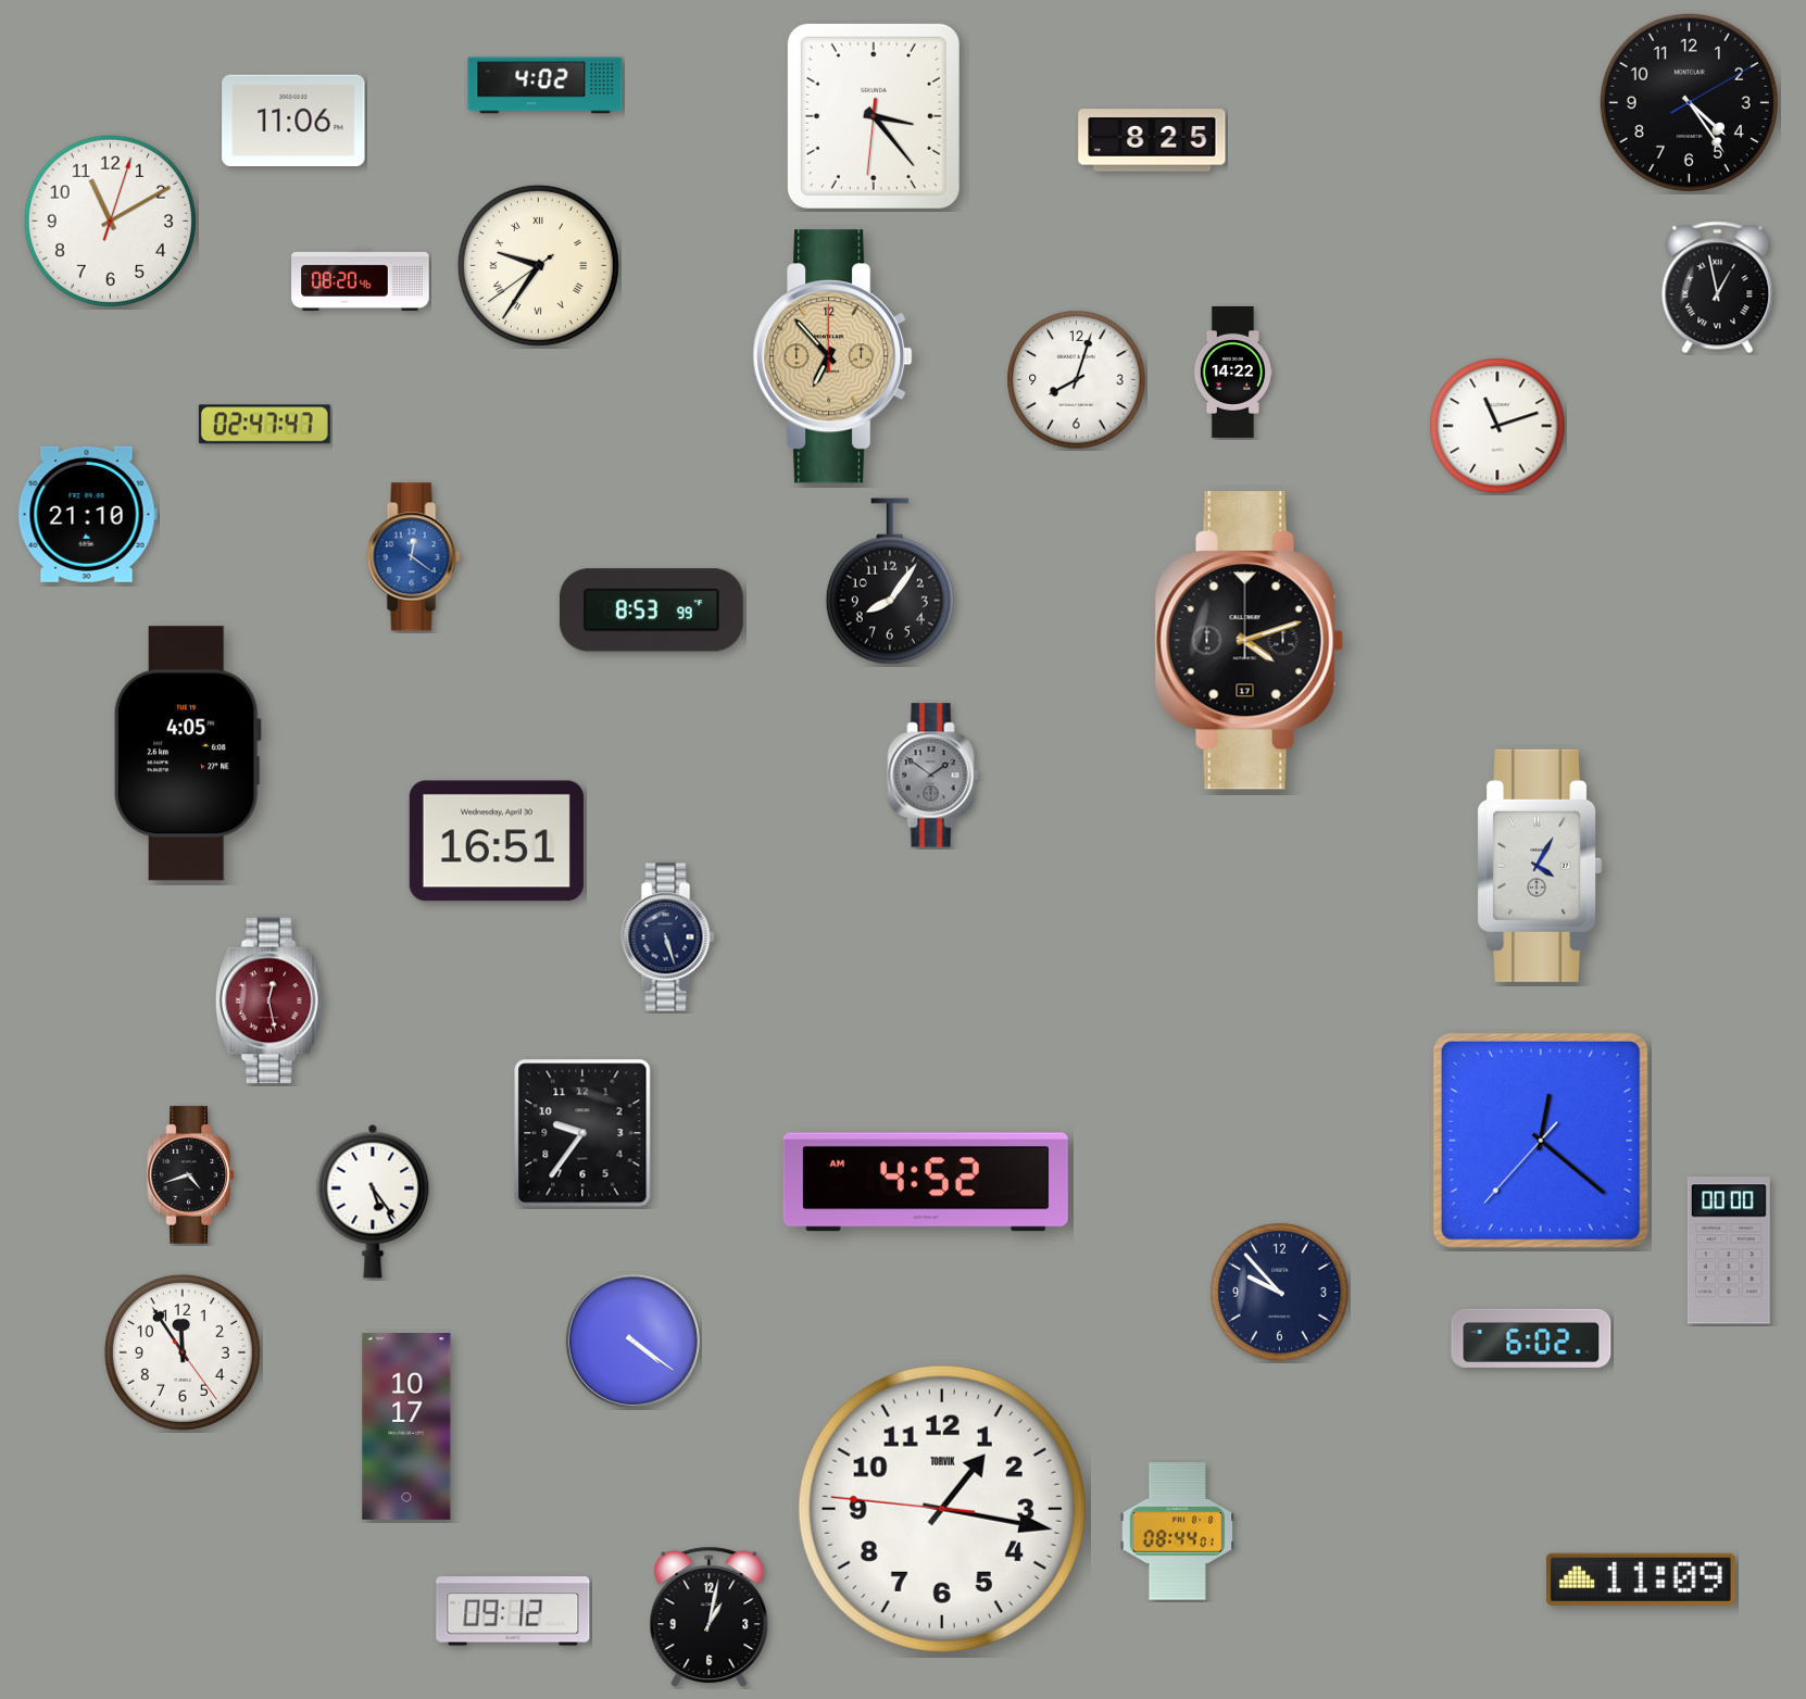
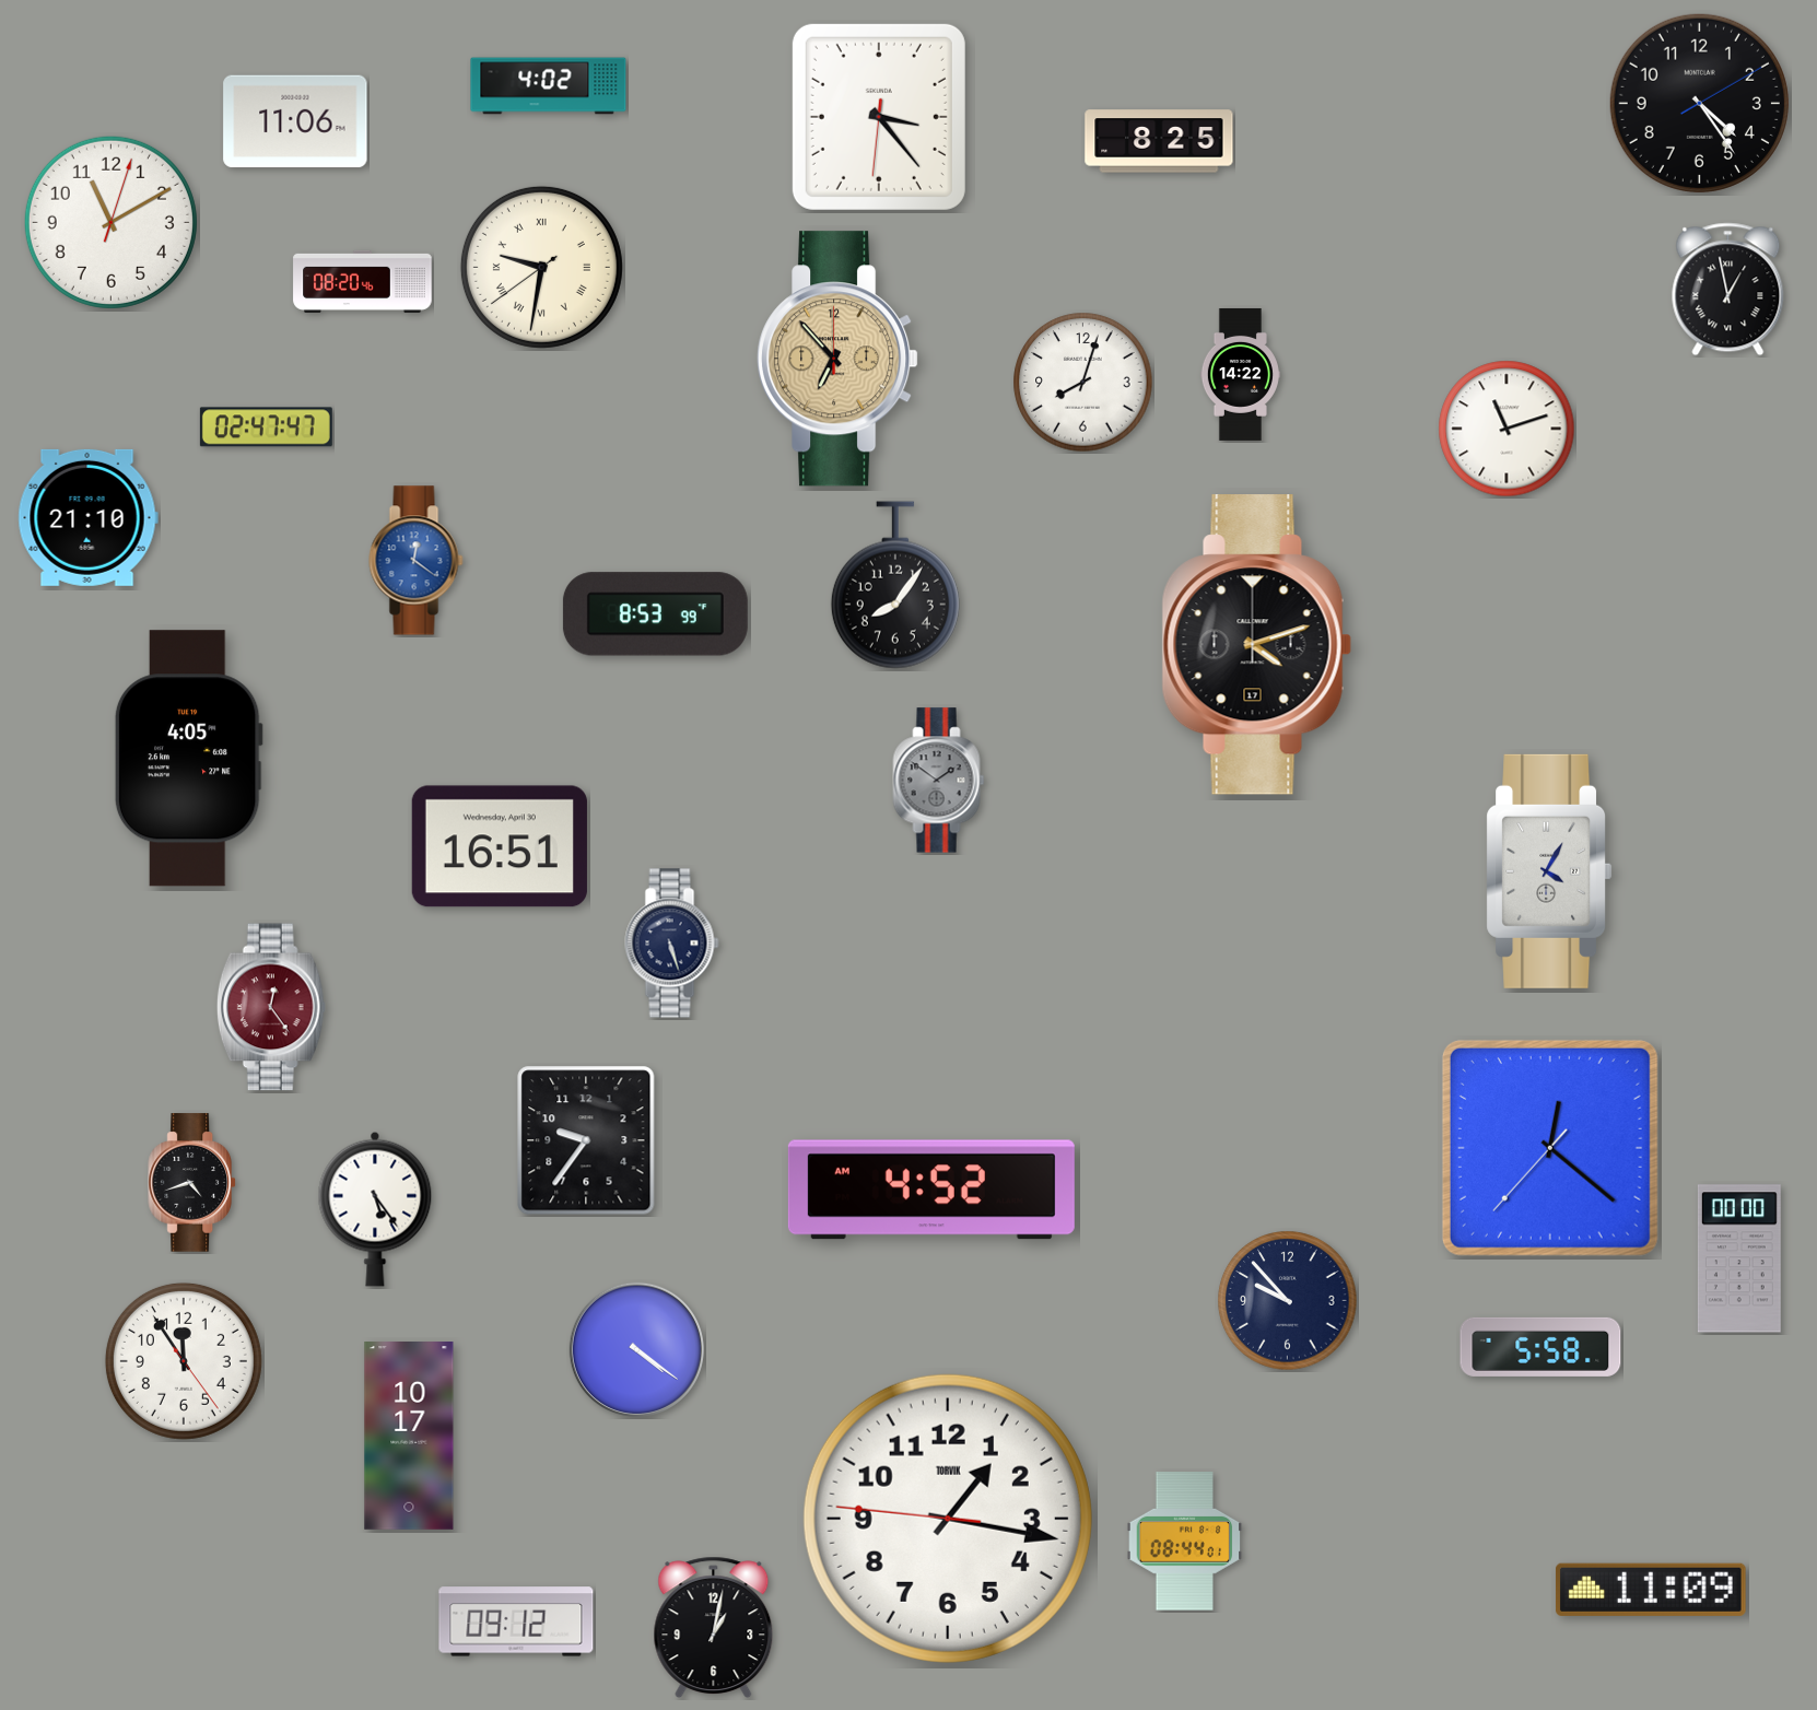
clock at (538, 265): 9:35 -> 9:31
clock at (269, 1000): 12:28 -> 12:24
clock at (1531, 1338): 6:02 -> 5:58
